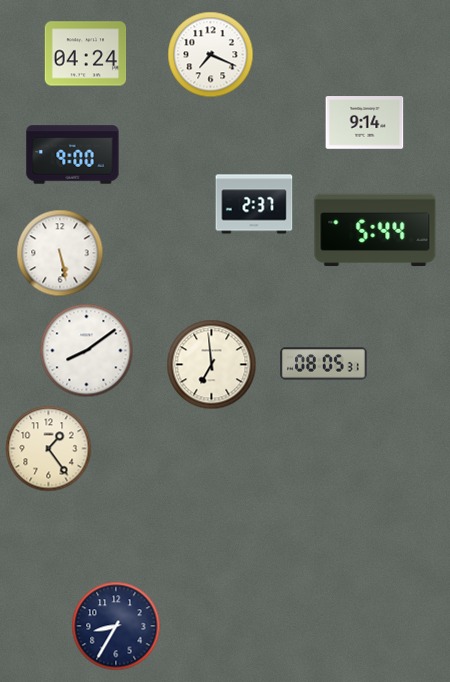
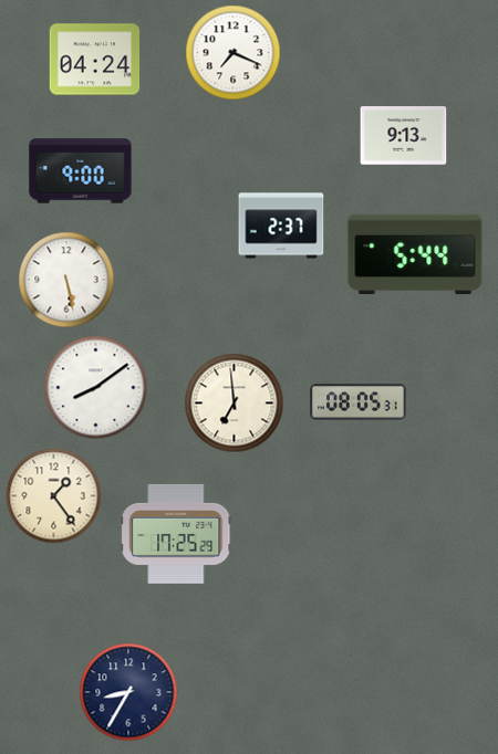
clock at (211, 55) position: (211, 55) -> (234, 53)
clock at (365, 123): 9:14 -> 9:13
clock at (176, 534): none -> 17:25
